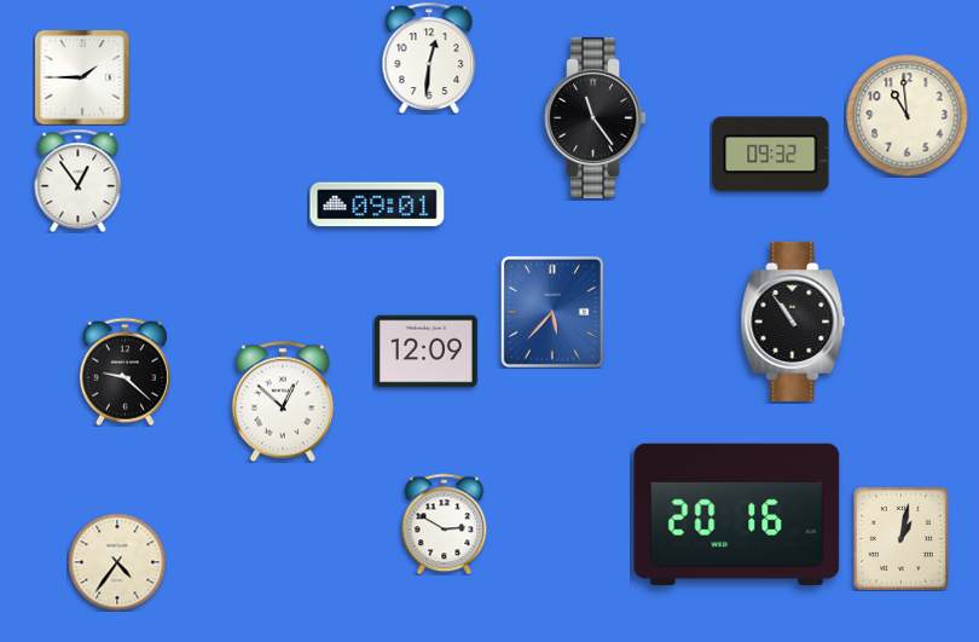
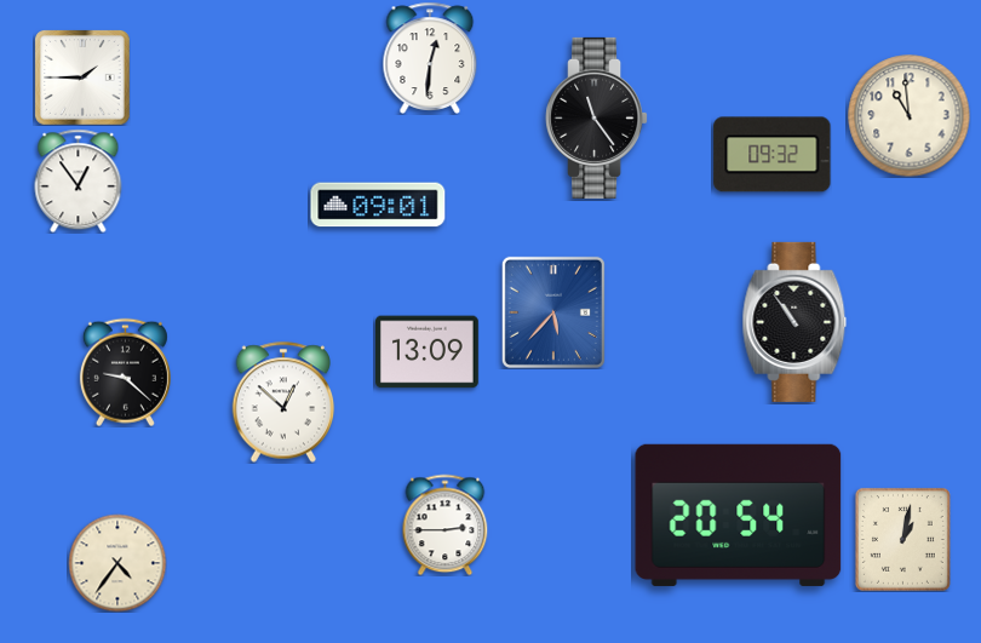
clock at (427, 352): 12:09 -> 13:09
clock at (737, 514): 20:16 -> 20:54
clock at (445, 524): 2:50 -> 2:45
